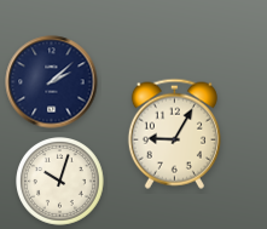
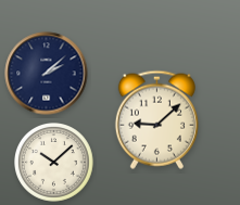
clock at (174, 133): 9:05 -> 9:08
clock at (60, 182): 10:03 -> 10:08
